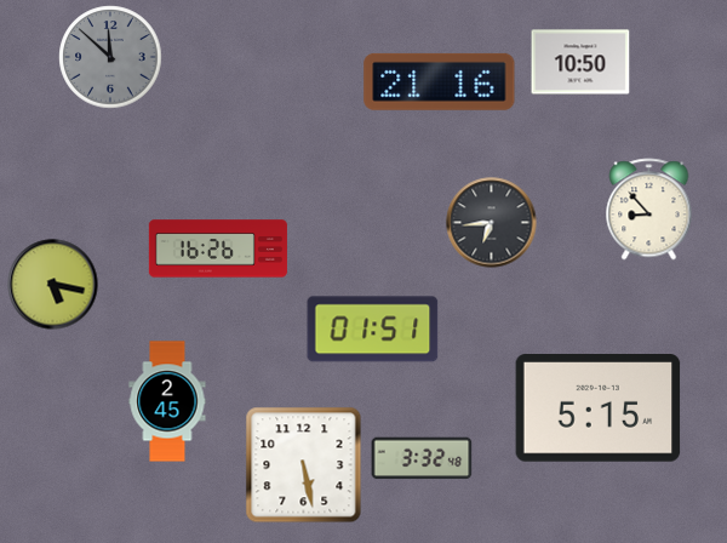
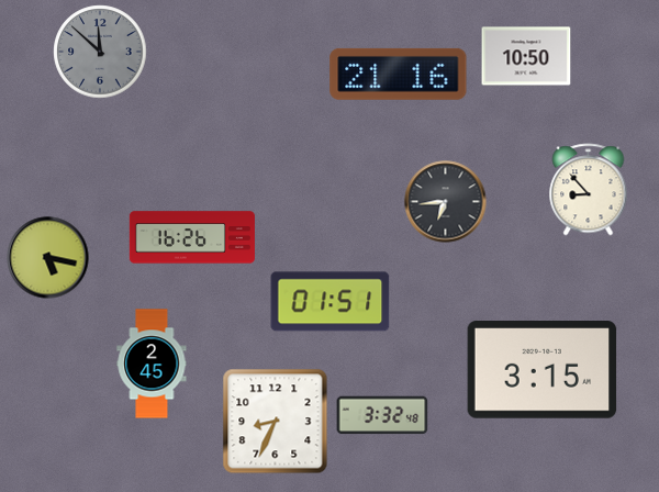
clock at (218, 248) position: (218, 248) -> (192, 237)
clock at (373, 330) position: (373, 330) -> (331, 302)
clock at (599, 408): 5:15 -> 3:15
clock at (304, 465): 5:28 -> 8:34
